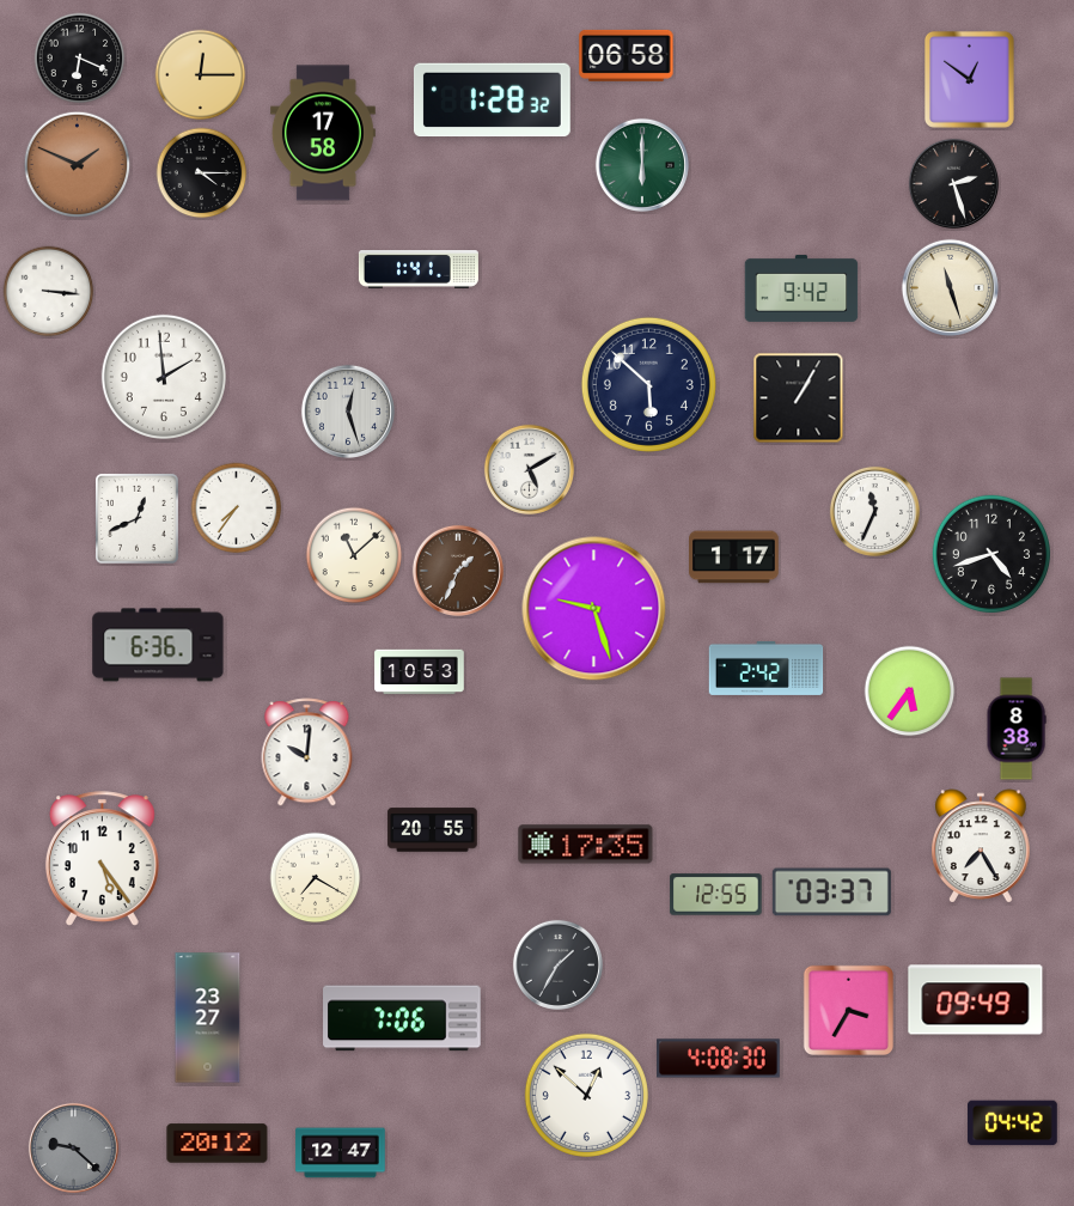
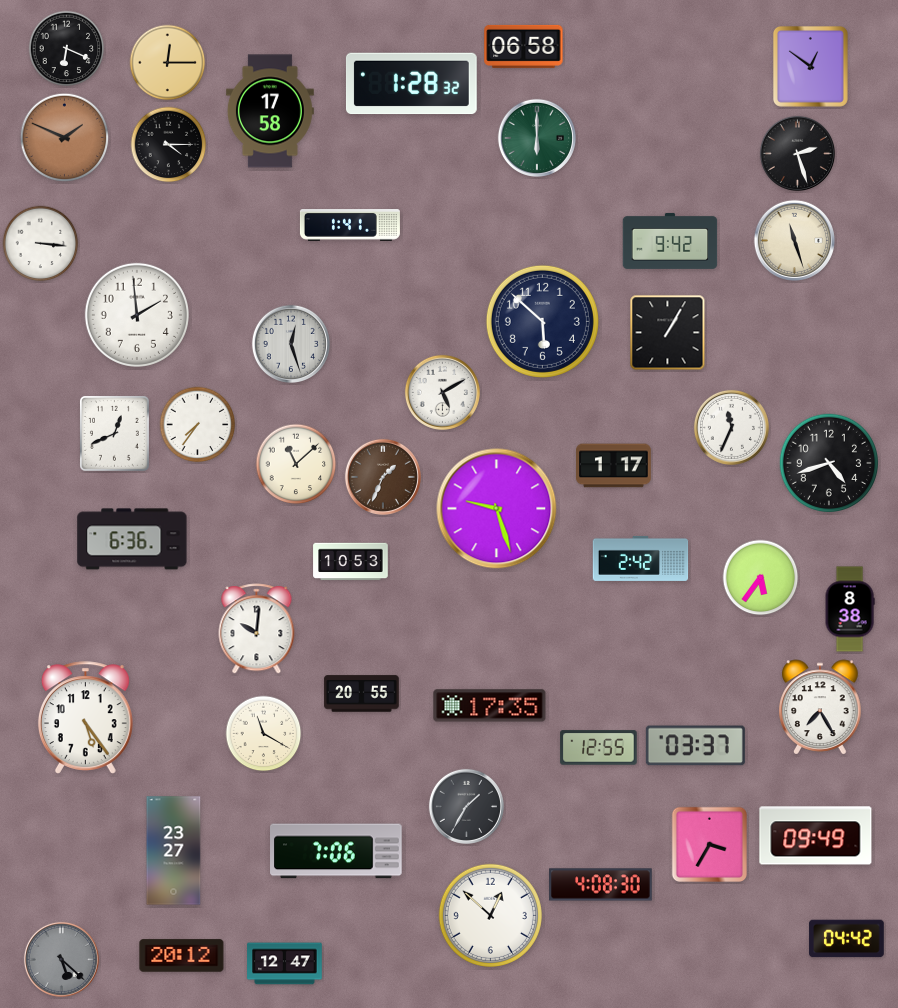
clock at (316, 878): 7:20 -> 11:20
clock at (73, 1147): 9:22 -> 5:22
